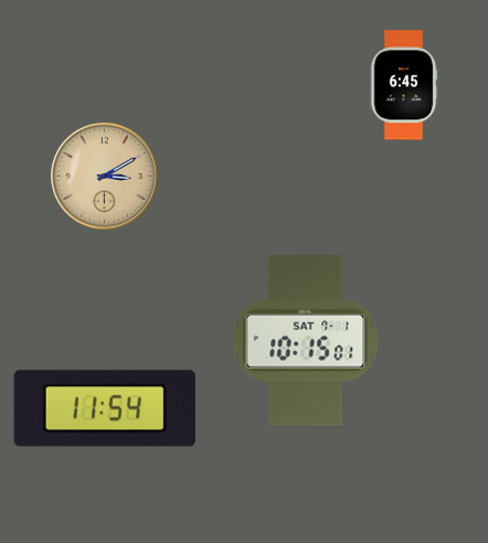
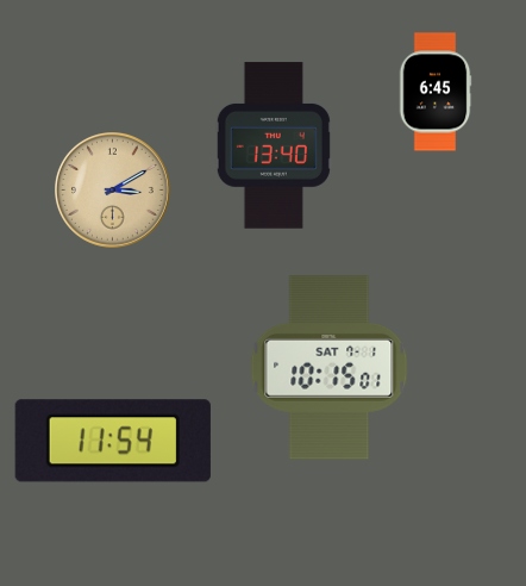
clock at (274, 145): none -> 13:40
